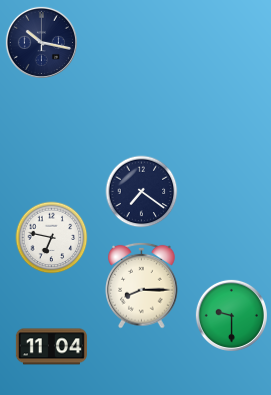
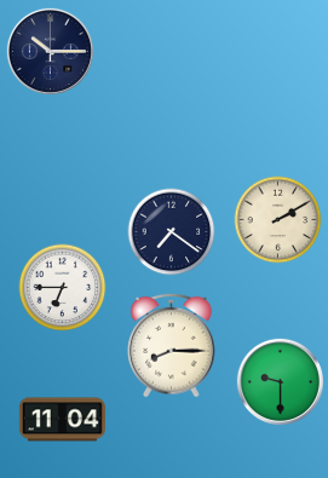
clock at (41, 42): 10:17 -> 10:15
clock at (278, 220): none -> 2:10
clock at (52, 238): 6:47 -> 6:45
